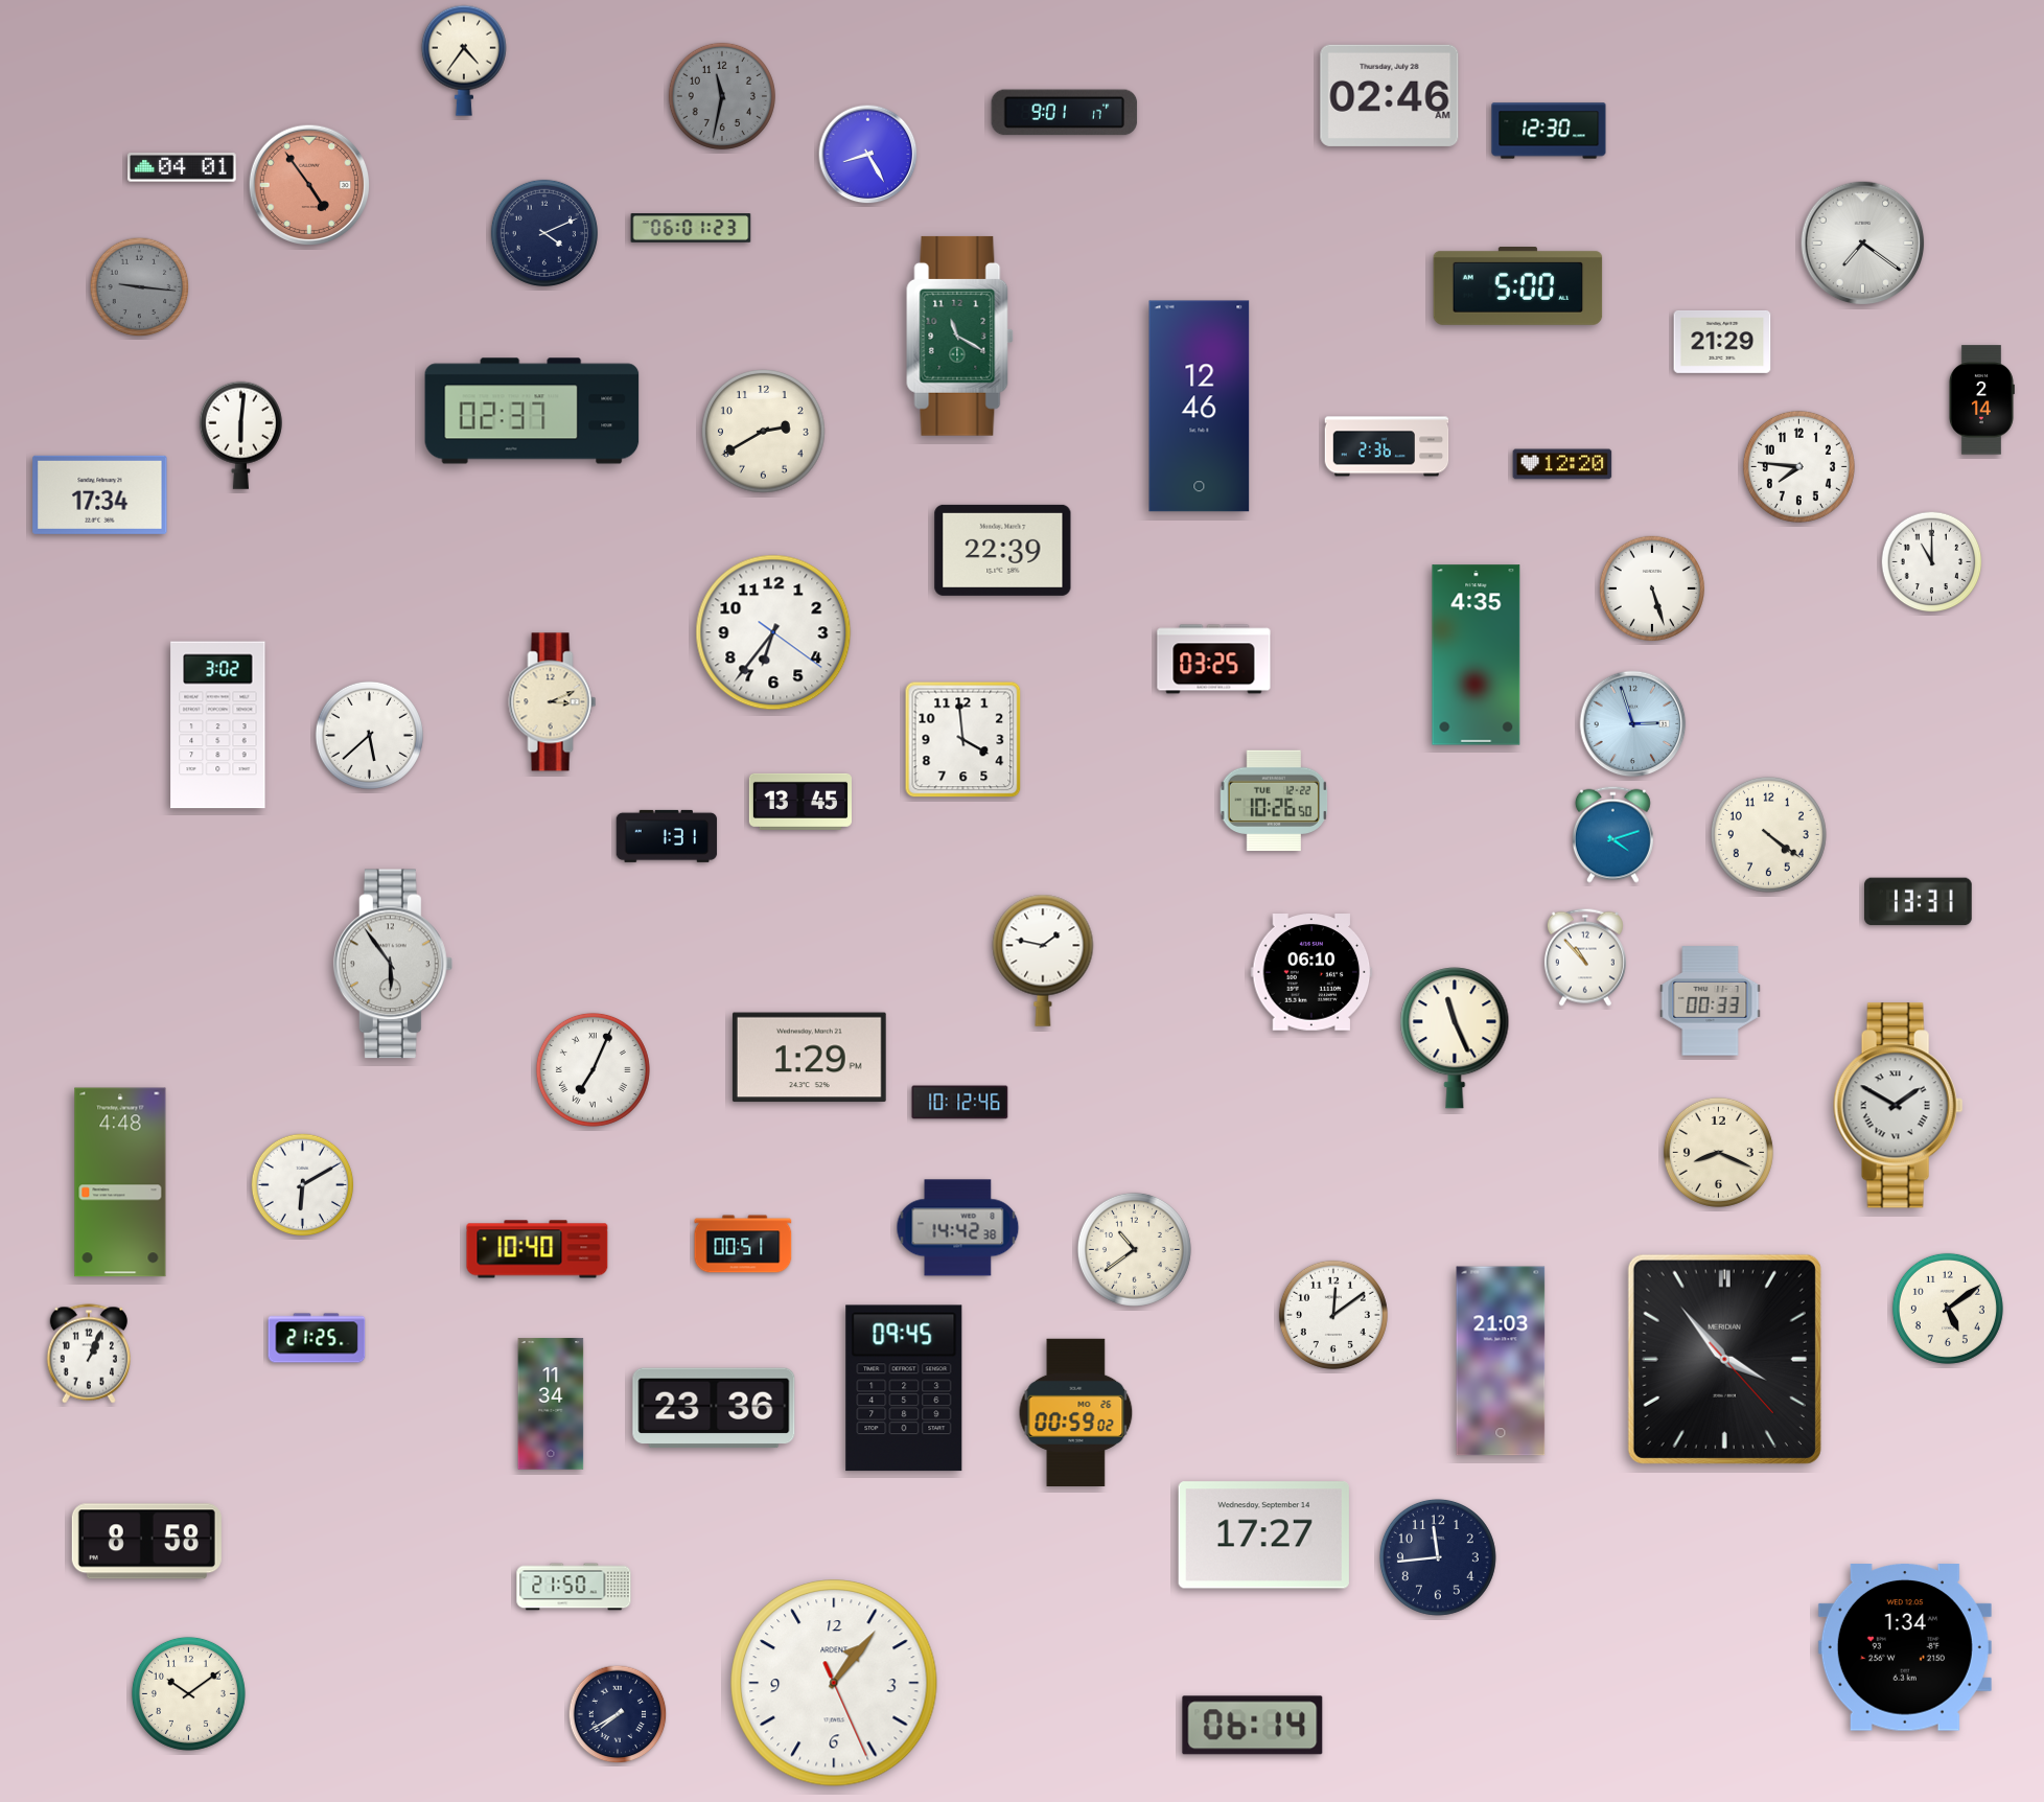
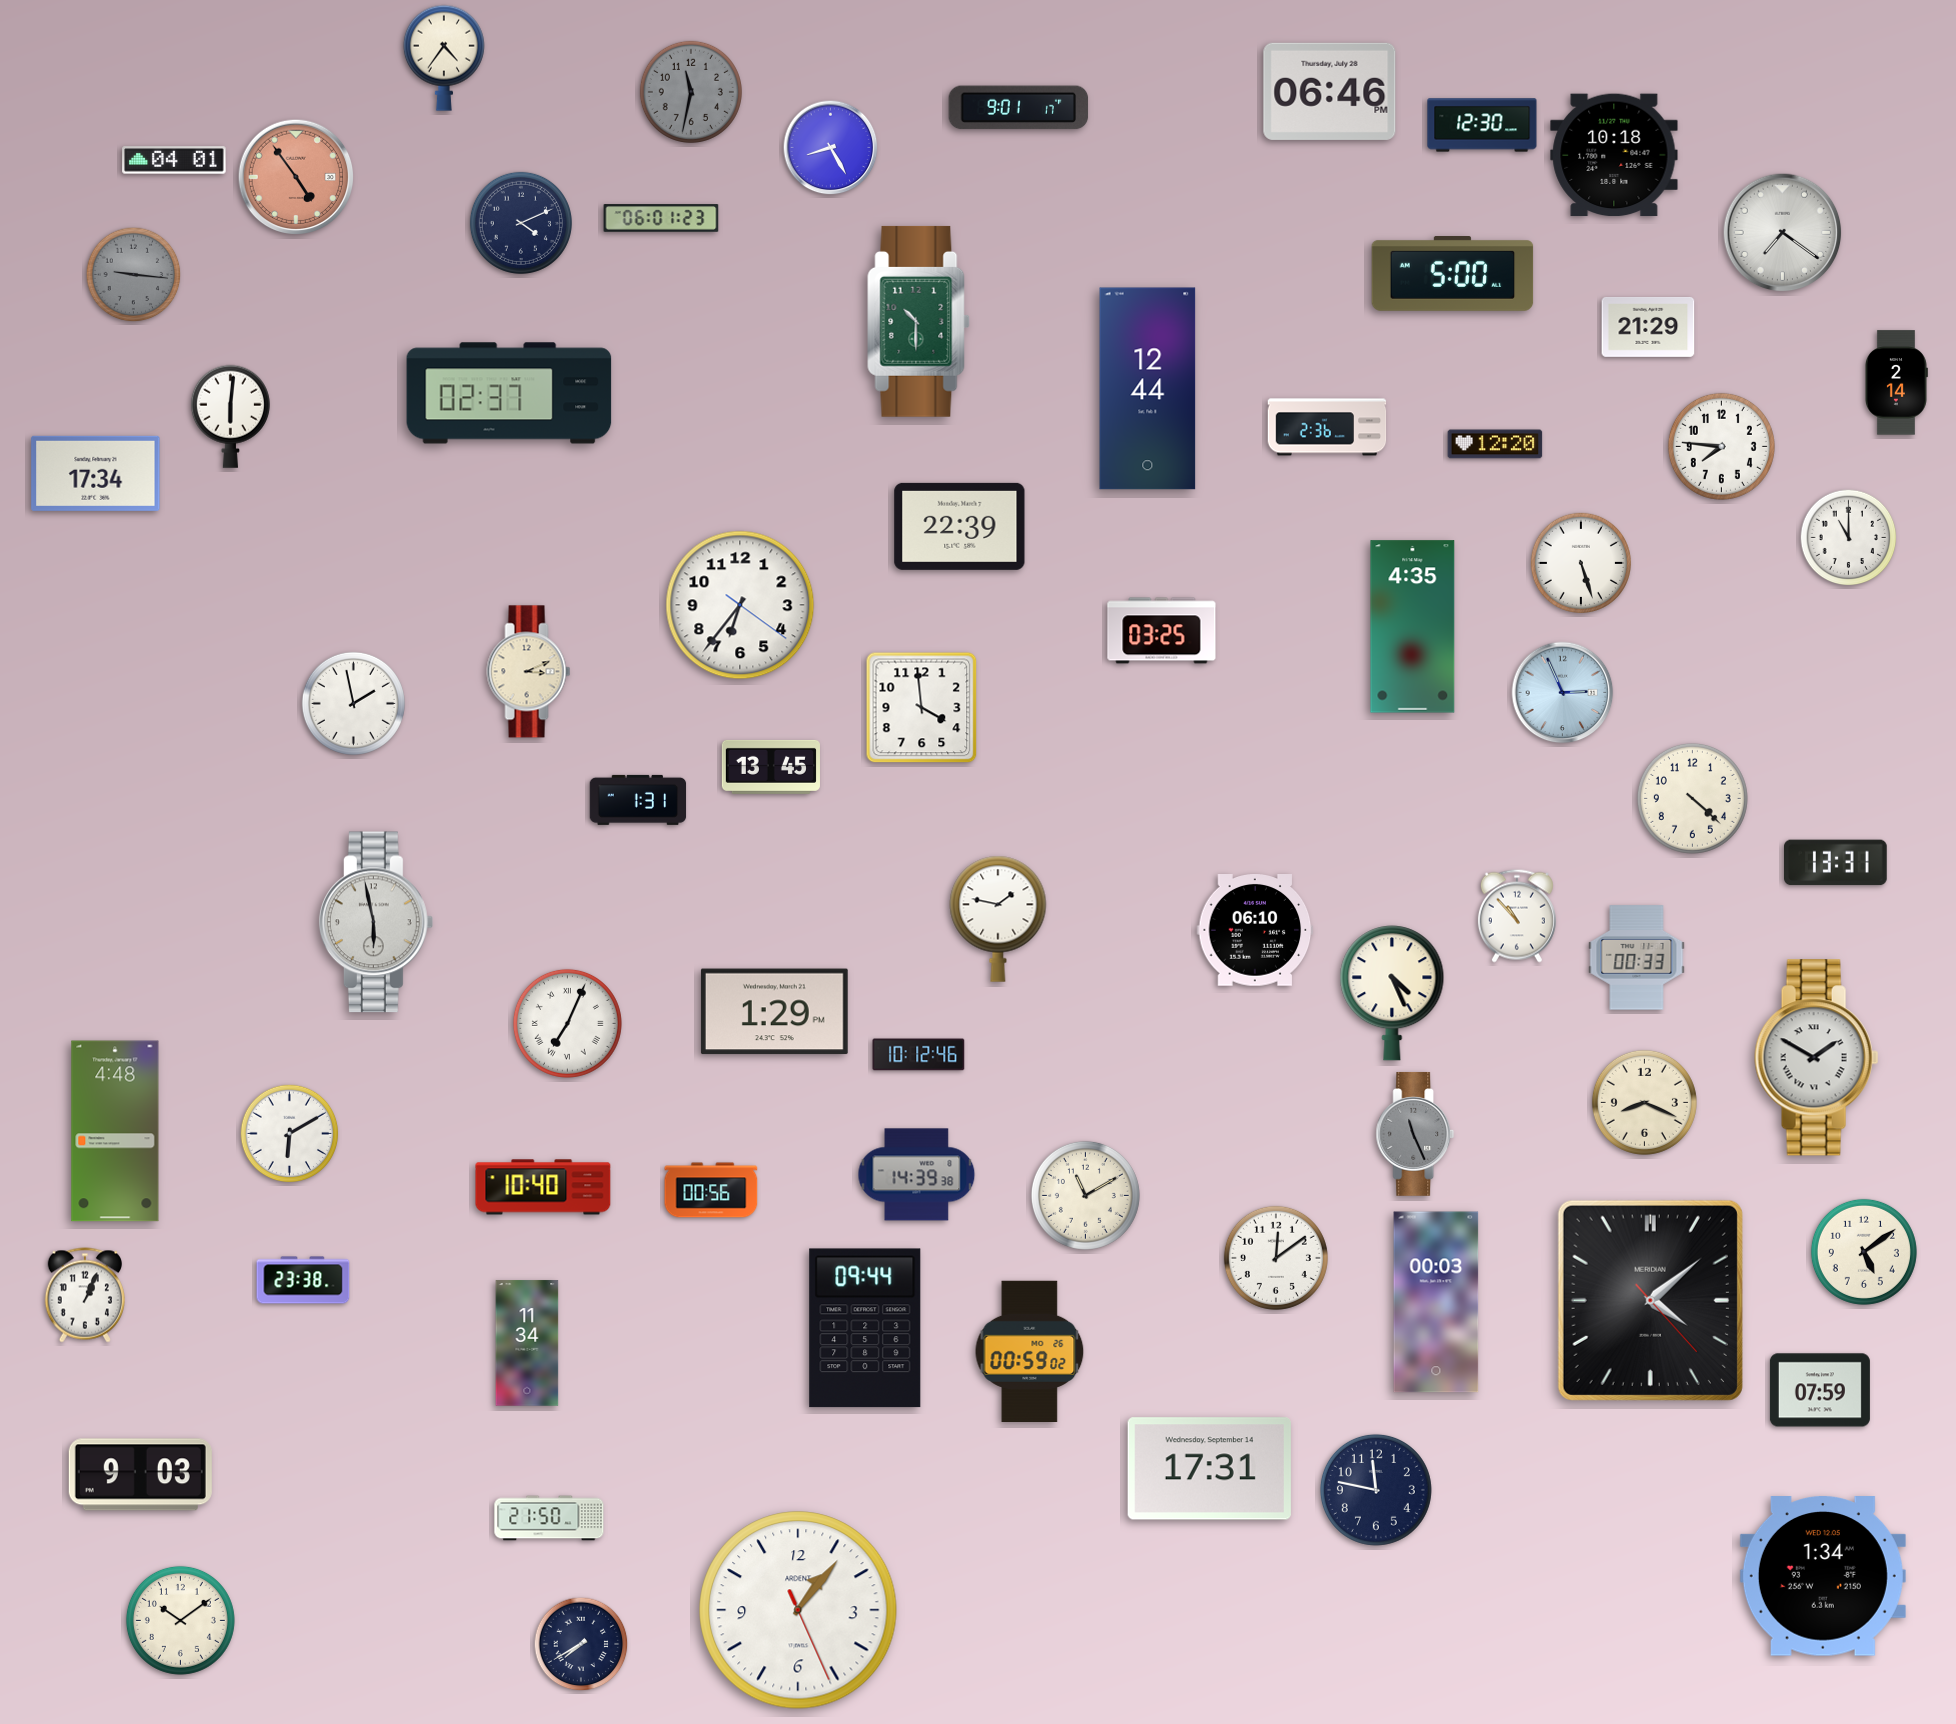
clock at (1390, 95): 02:46 -> 06:46
clock at (1614, 155): none -> 10:18
clock at (960, 336): 11:20 -> 10:30
clock at (1200, 407): 12:46 -> 12:44
clock at (764, 432): 2:40 -> none
clock at (1633, 724): 2:57 -> 2:56
clock at (218, 725): 3:02 -> none
clock at (369, 735): 5:38 -> 1:58
clock at (1274, 801): 10:26 -> none
clock at (800, 802) position: (800, 802) -> (771, 767)
clock at (1612, 834): 4:12 -> none
clock at (1768, 834): 4:21 -> 4:22
clock at (393, 964): 5:54 -> 5:58
clock at (1455, 1038): 11:26 -> 4:26
clock at (1415, 1134): none -> 11:26
clock at (958, 1228): 14:42 -> 14:39
clock at (743, 1244): 00:51 -> 00:56
clock at (537, 1249) position: (537, 1249) -> (543, 1187)
clock at (1134, 1249): 10:39 -> 11:10
clock at (317, 1338): 21:25 -> 23:38
clock at (1724, 1359): 3:53 -> 4:08
clock at (1501, 1361): 21:03 -> 00:03
clock at (904, 1388): 09:45 -> 09:44
clock at (714, 1408): 23:36 -> none
clock at (1820, 1390): none -> 07:59
clock at (1263, 1535): 17:27 -> 17:31
clock at (146, 1542): 8:58 -> 9:03
clock at (1438, 1557): 11:44 -> 11:47
clock at (618, 1714) position: (618, 1714) -> (581, 1644)
clock at (1253, 1726): 06:14 -> none
